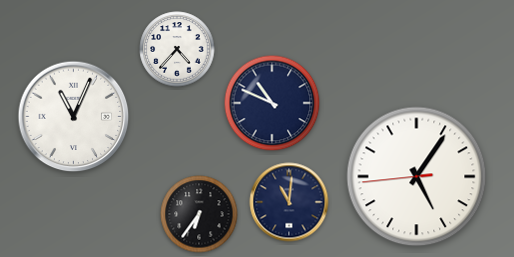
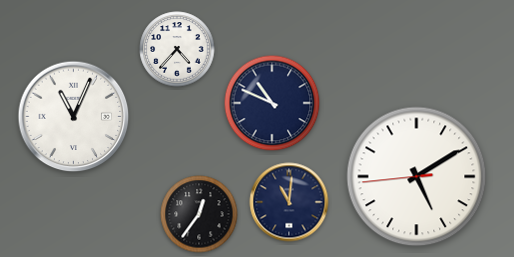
clock at (417, 177): 5:05 -> 5:09
clock at (199, 214): 6:36 -> 12:36
